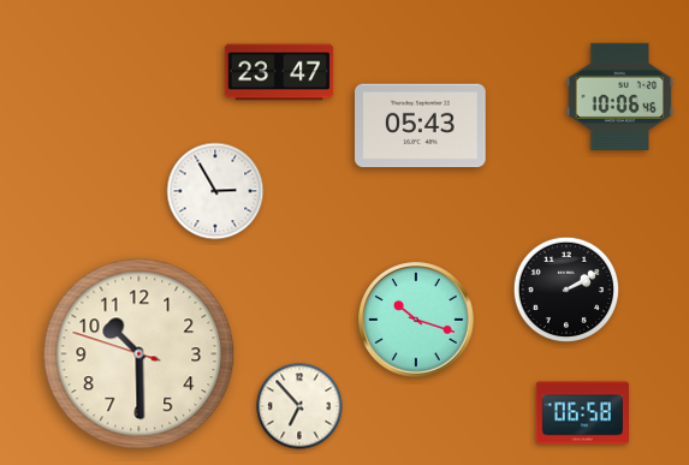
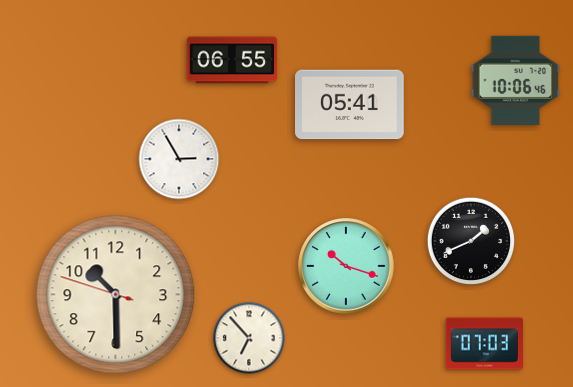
clock at (279, 72): 23:47 -> 06:55
clock at (421, 126): 05:43 -> 05:41
clock at (566, 290): 2:10 -> 1:41
clock at (582, 413): 06:58 -> 07:03
